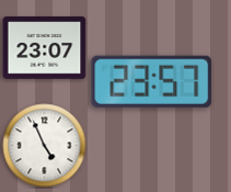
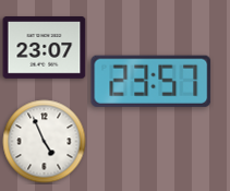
clock at (45, 146) position: (45, 146) -> (45, 142)
